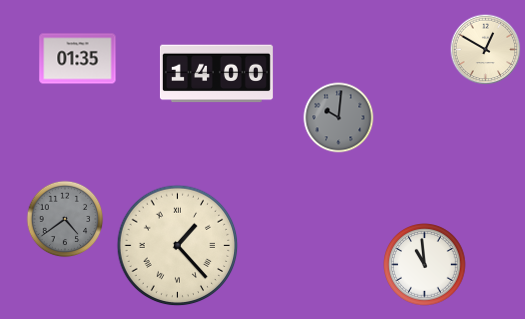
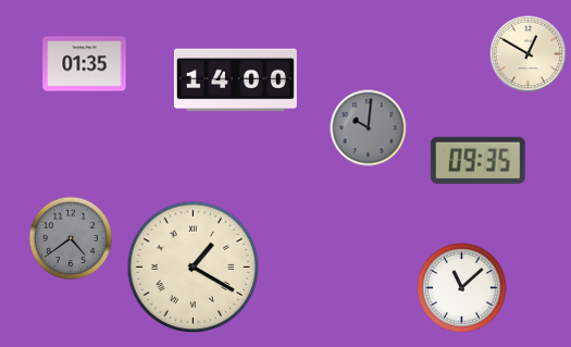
clock at (477, 160): none -> 09:35
clock at (178, 246): 1:23 -> 1:20
clock at (425, 265): 10:59 -> 11:08
